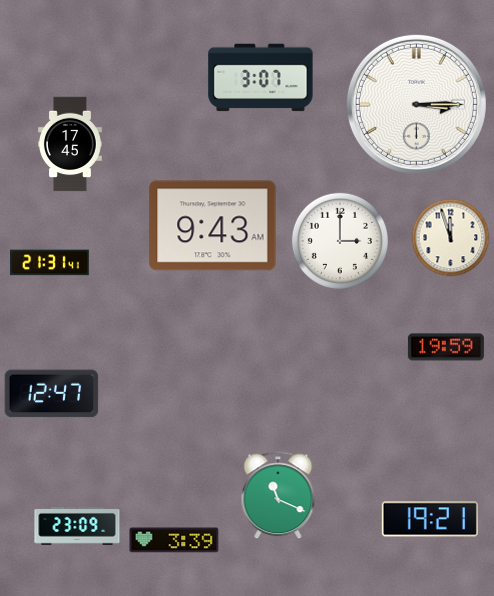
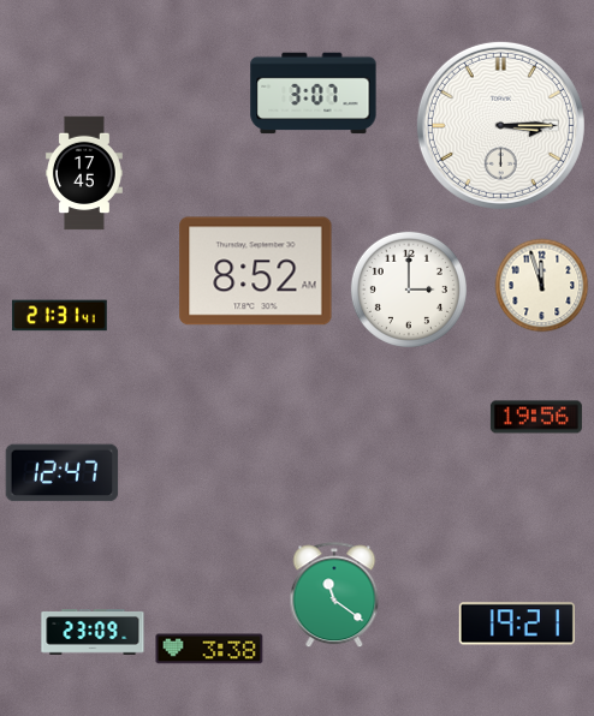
clock at (213, 226): 9:43 -> 8:52
clock at (446, 347): 19:59 -> 19:56
clock at (278, 496): 11:19 -> 11:21
clock at (174, 540): 3:39 -> 3:38
